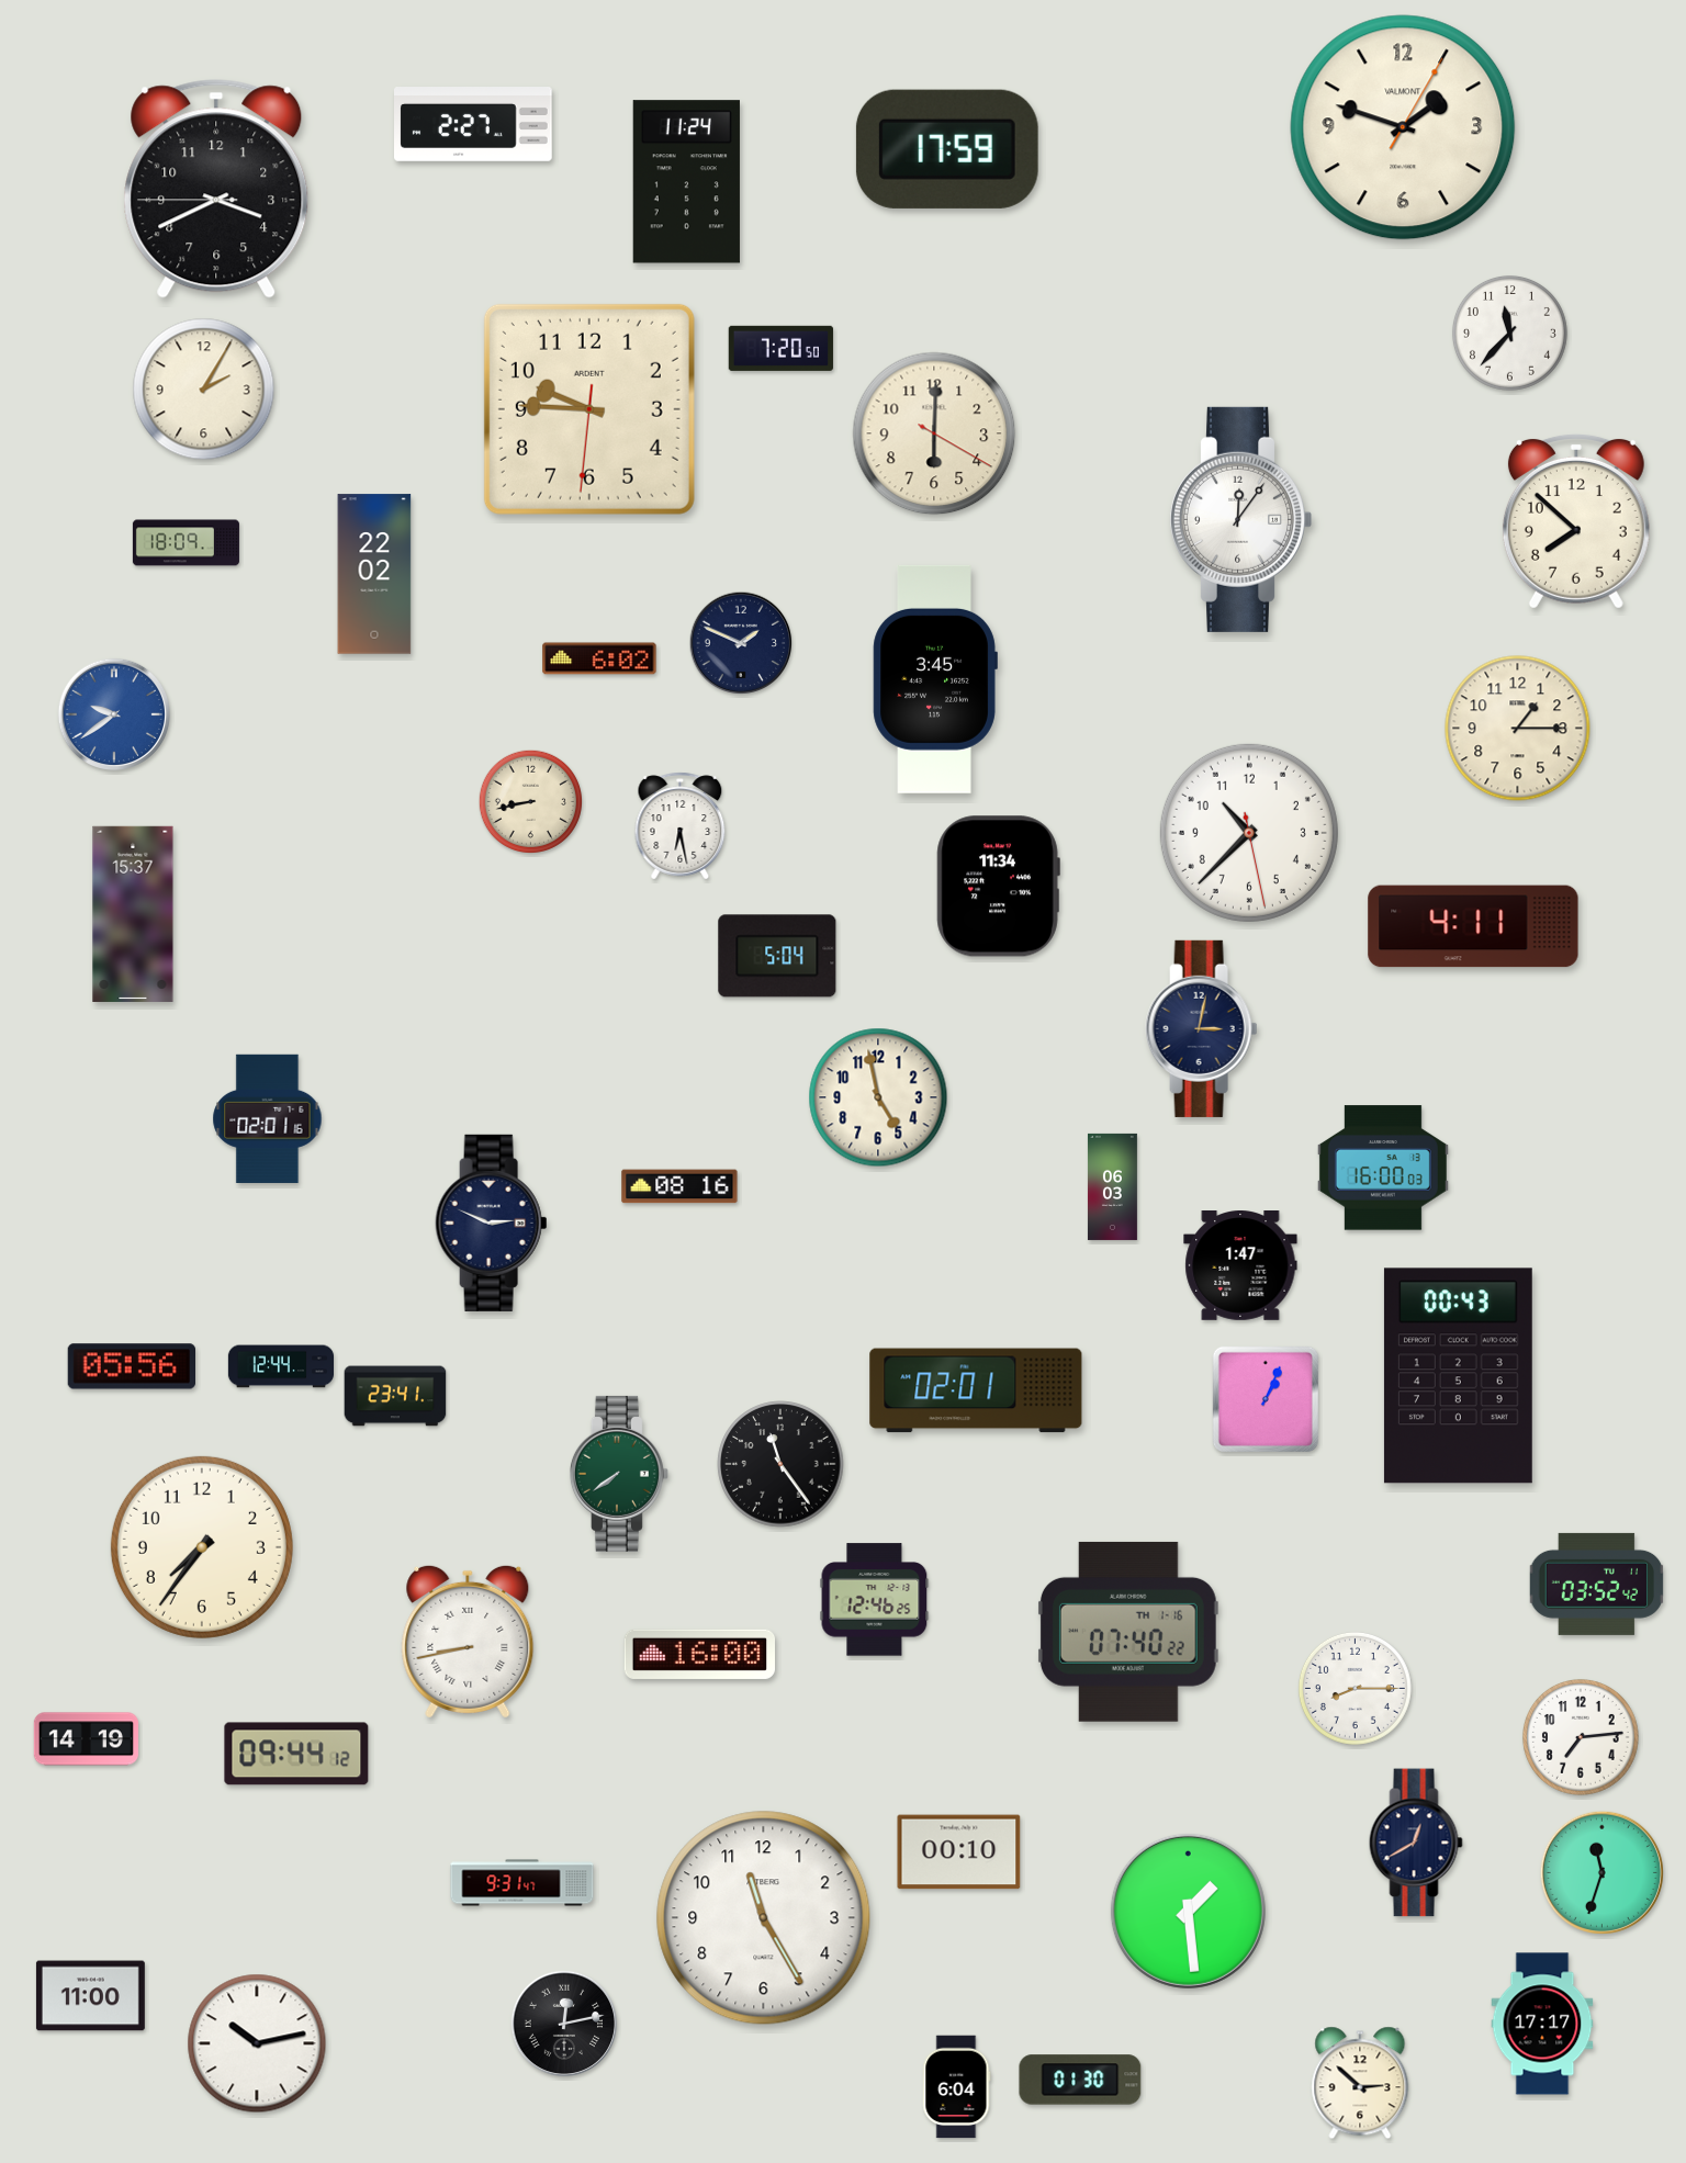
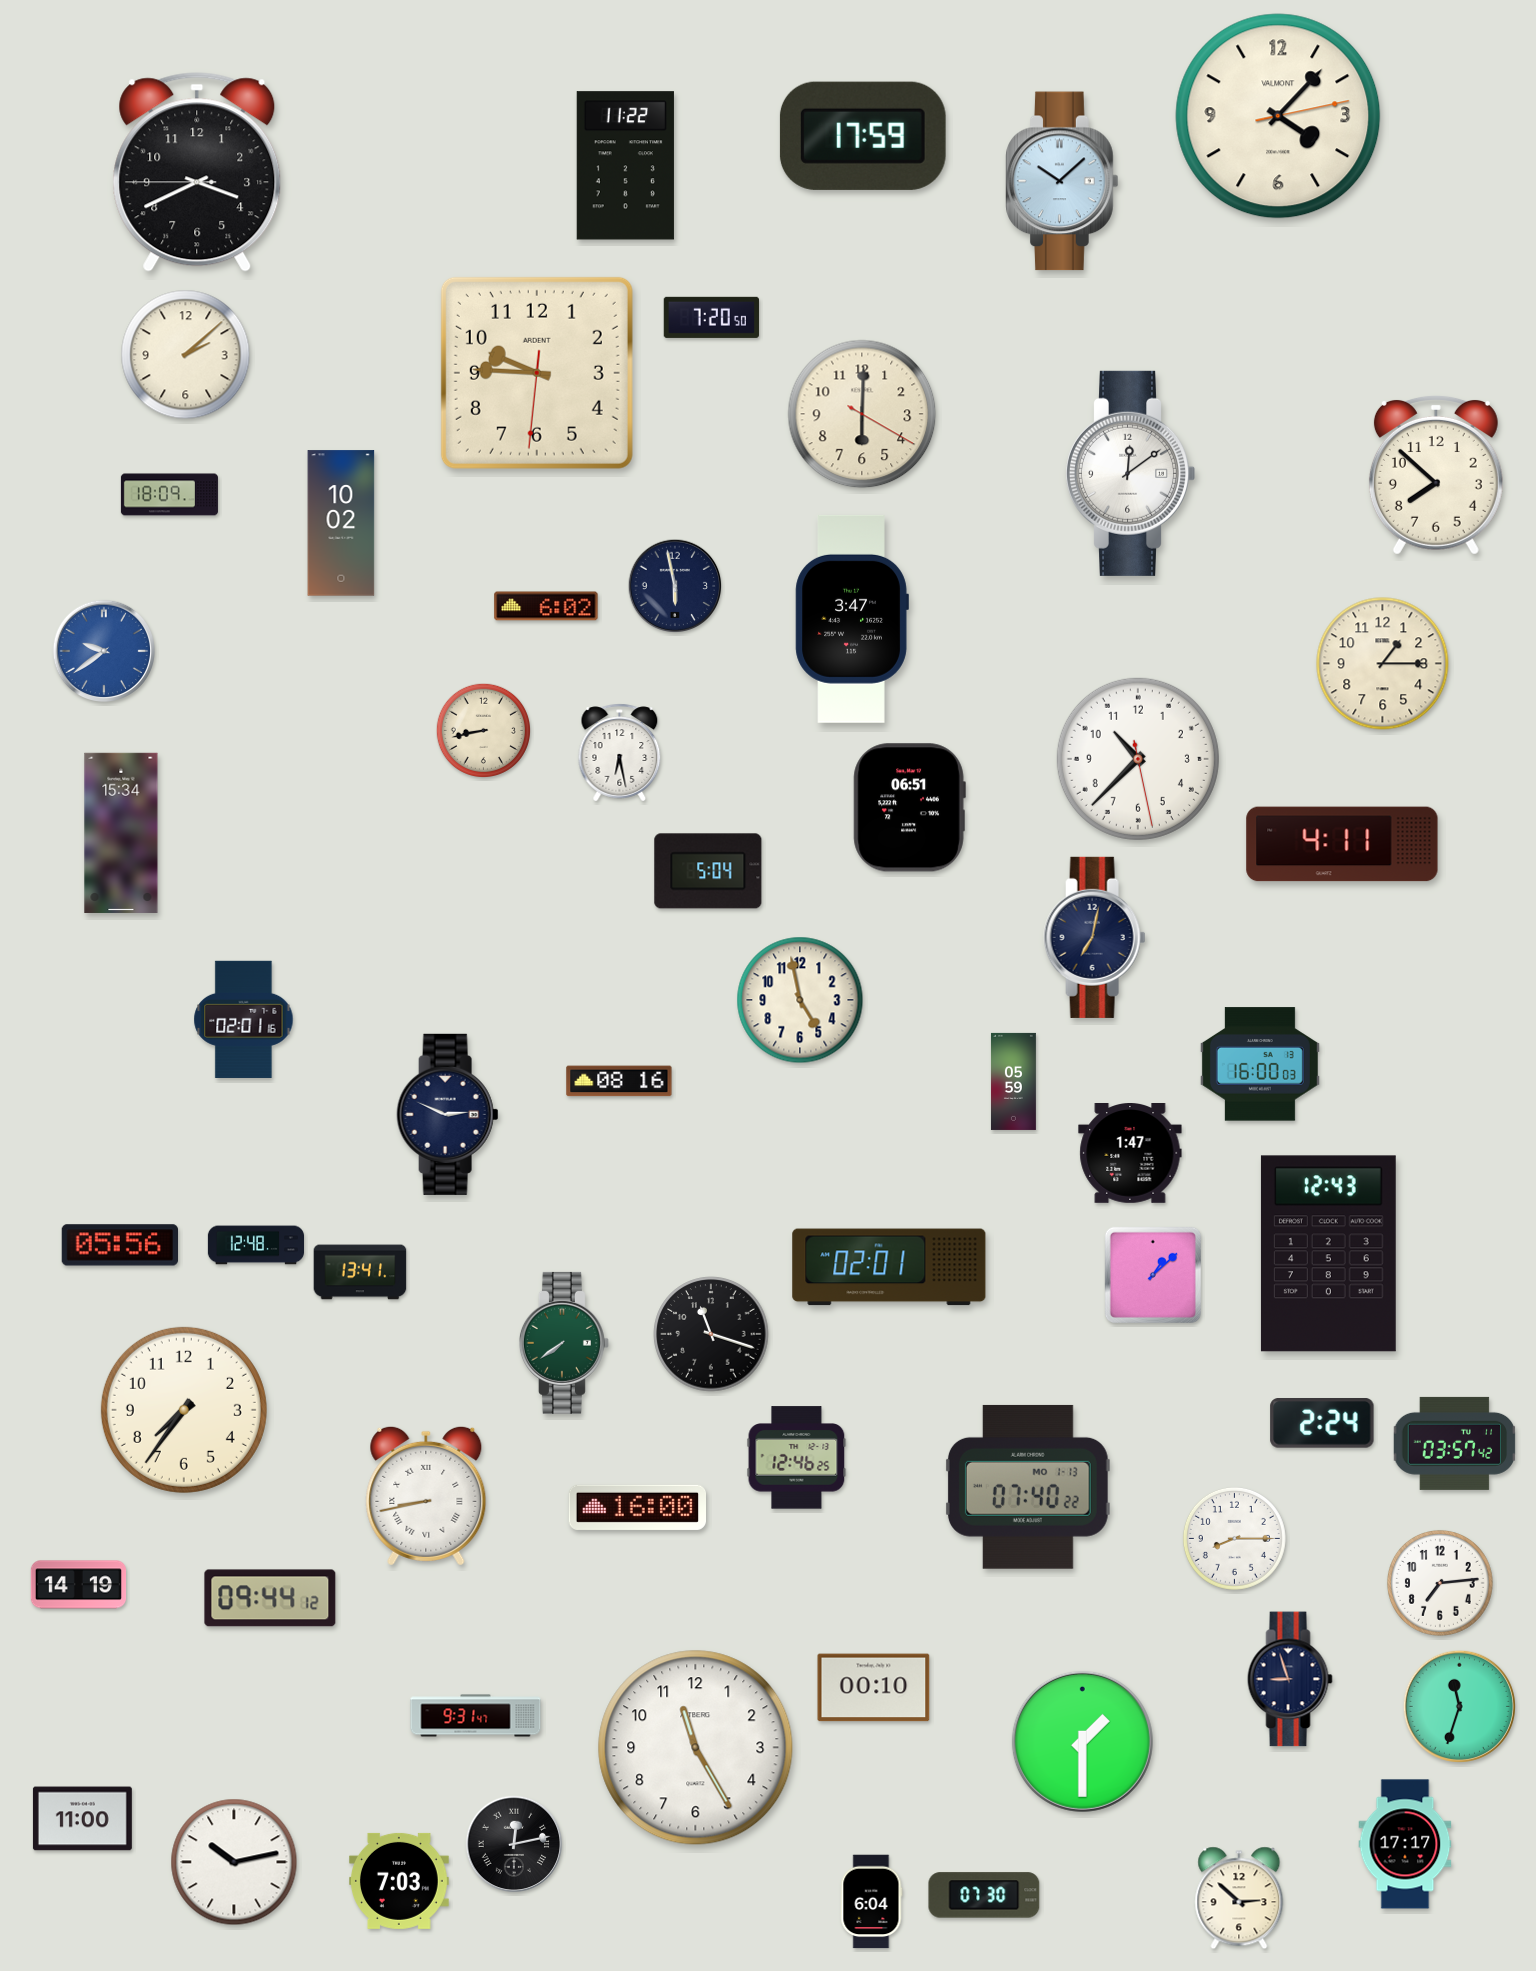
clock at (474, 125): 2:27 -> none
clock at (1403, 127): 1:48 -> 4:07
clock at (686, 182): 11:24 -> 11:22
clock at (1062, 181): none -> 10:08
clock at (1509, 333): 11:37 -> none
clock at (204, 390): 2:05 -> 2:08
clock at (934, 433) position: (934, 433) -> (862, 414)
clock at (1240, 519): 12:06 -> 12:09
clock at (374, 574): 22:02 -> 10:02
clock at (741, 643): 1:49 -> 5:58
clock at (599, 658) position: (599, 658) -> (546, 606)
clock at (935, 679): 3:45 -> 3:47
clock at (998, 887): 11:34 -> 06:51
clock at (133, 914): 15:37 -> 15:34
clock at (1202, 1028): 3:02 -> 7:02
clock at (1112, 1186): 06:03 -> 05:59
clock at (280, 1366): 12:44 -> 12:48
clock at (1458, 1376): 00:43 -> 12:43
clock at (395, 1396): 23:41 -> 13:41
clock at (1266, 1399): 1:04 -> 1:08
clock at (780, 1464): 11:24 -> 11:18
clock at (1322, 1423): none -> 2:24
clock at (1597, 1584): 03:52 -> 03:57
clock at (1128, 1632) date: TH 1-16 -> MO 1-13
clock at (1416, 1843): 12:40 -> 8:57
clock at (1188, 1911): 1:29 -> 1:30
clock at (400, 1881): none -> 7:03
clock at (1080, 2080): 01:30 -> 07:30
